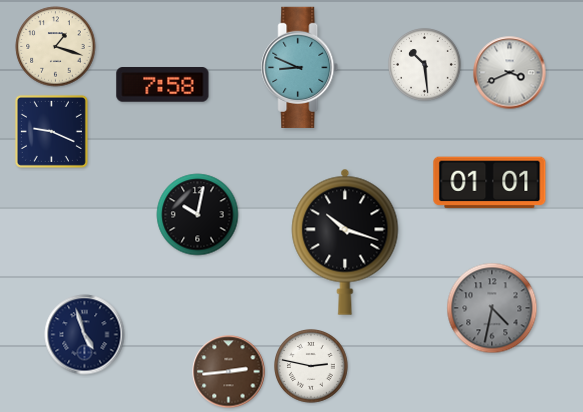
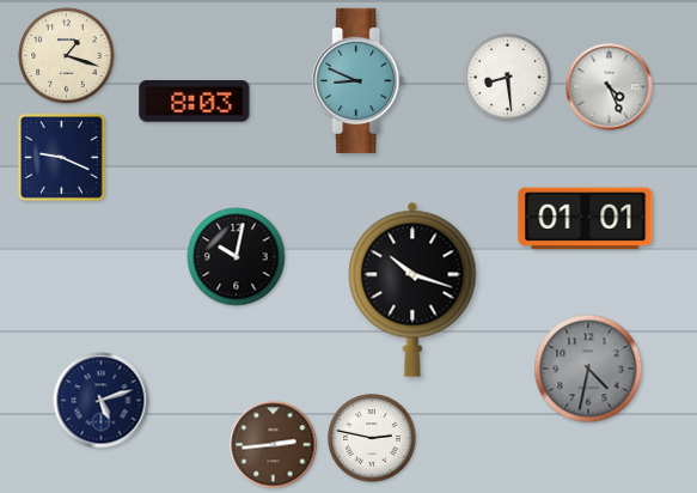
clock at (425, 65): 10:29 -> 8:29
clock at (510, 73): 3:41 -> 4:26
clock at (163, 85): 7:58 -> 8:03
clock at (85, 335): 4:57 -> 5:12
